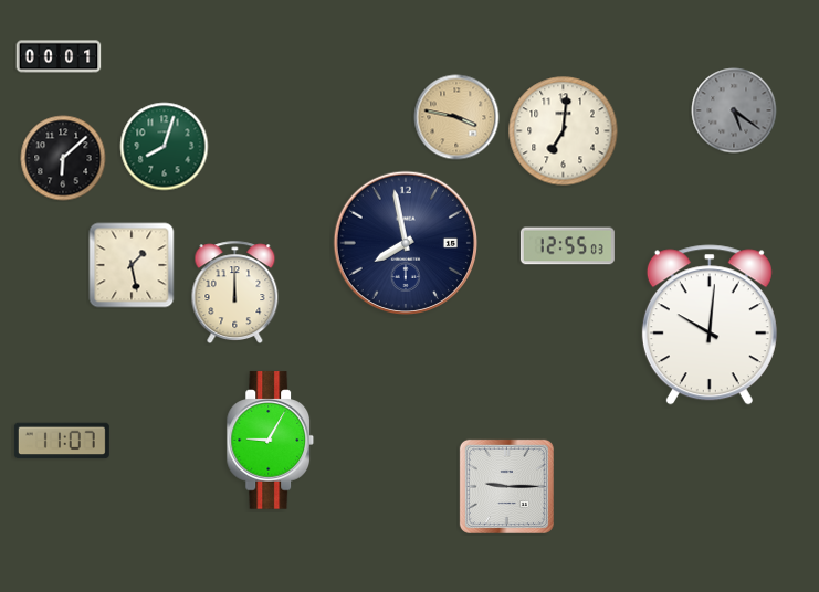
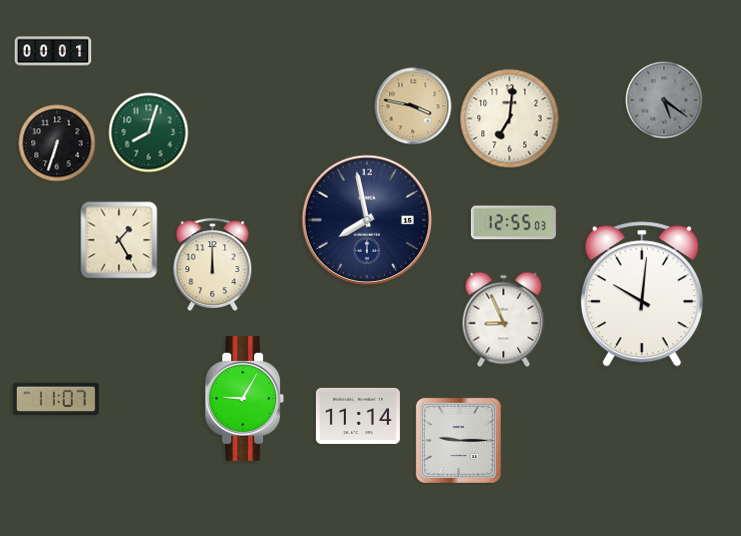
clock at (63, 158): 6:08 -> 6:33
clock at (132, 265): 1:28 -> 1:25
clock at (504, 320): none -> 8:56
clock at (358, 416): none -> 11:14
